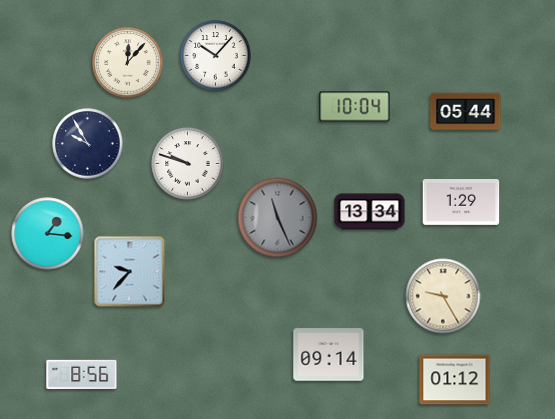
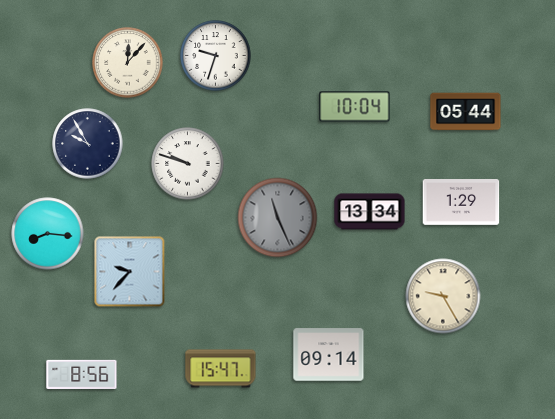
clock at (216, 56): 10:07 -> 9:33
clock at (48, 234): 1:16 -> 8:16
clock at (221, 369): none -> 15:47
clock at (455, 380): 01:12 -> none
